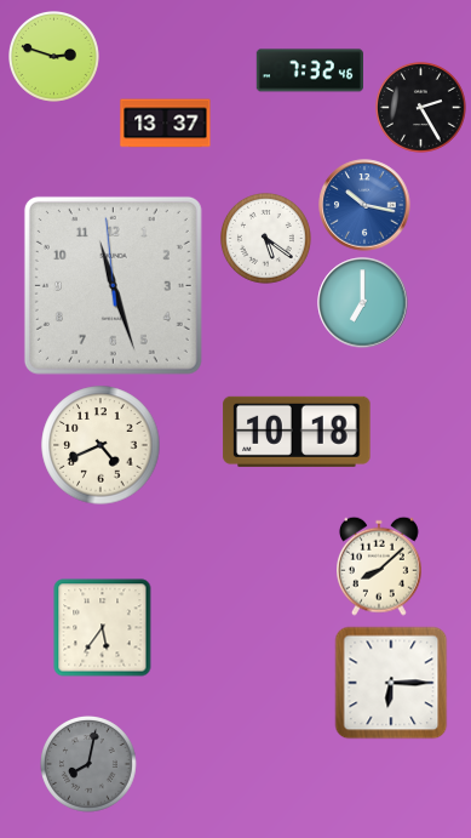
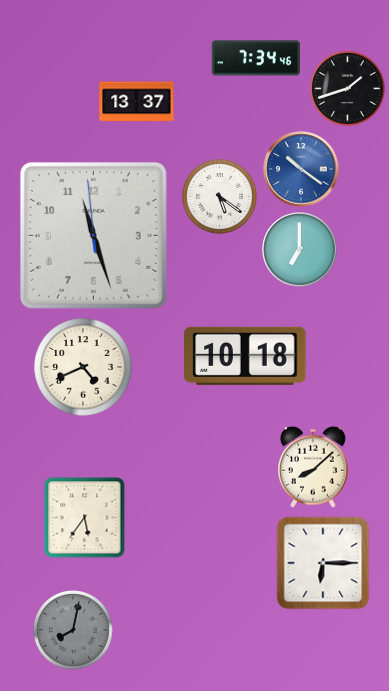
clock at (54, 57): 2:48 -> none
clock at (310, 70): 7:32 -> 7:34
clock at (421, 108): 2:25 -> 1:42
clock at (364, 205): 10:17 -> 10:21
